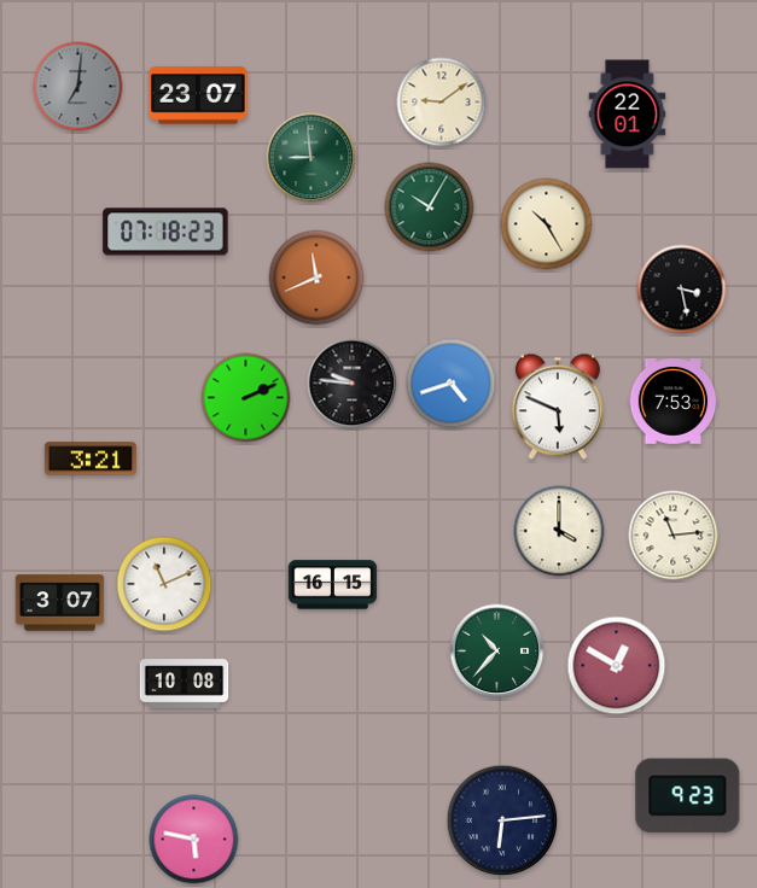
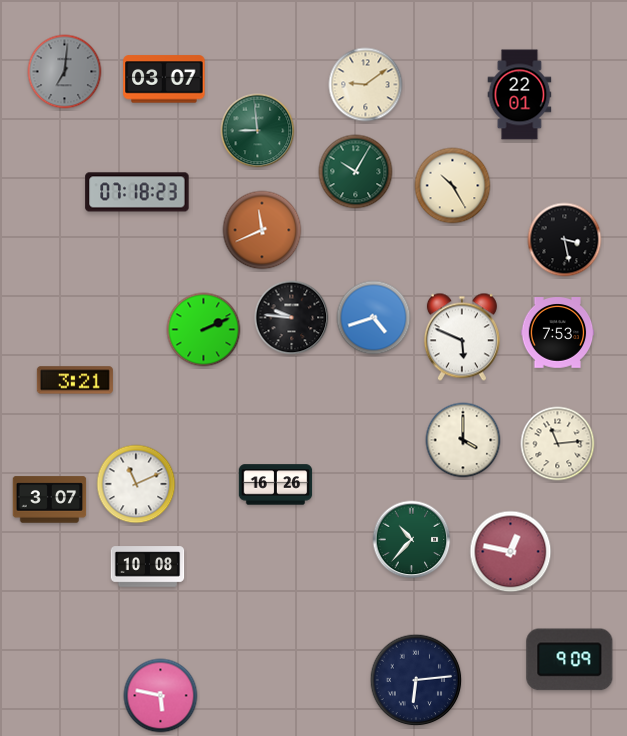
clock at (198, 95): 23:07 -> 03:07
clock at (333, 585): 16:15 -> 16:26
clock at (617, 666): 12:50 -> 12:47
clock at (185, 684) position: (185, 684) -> (148, 567)
clock at (688, 796): 9:23 -> 9:09
